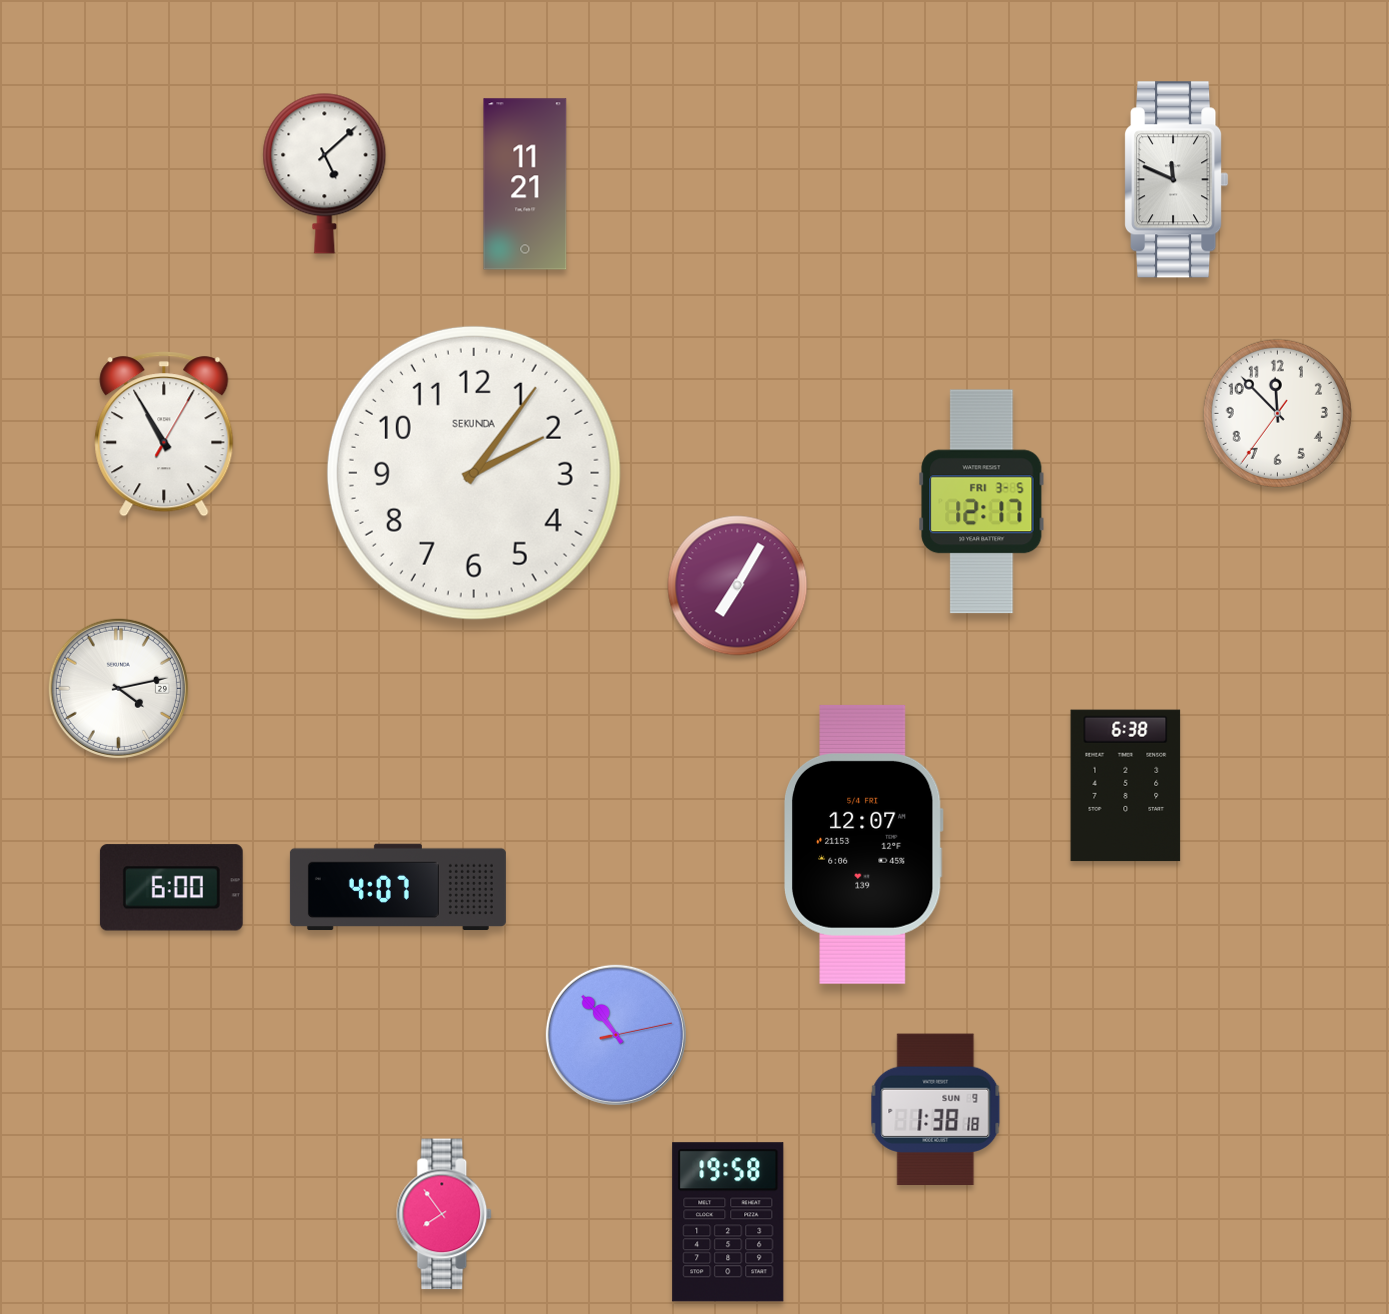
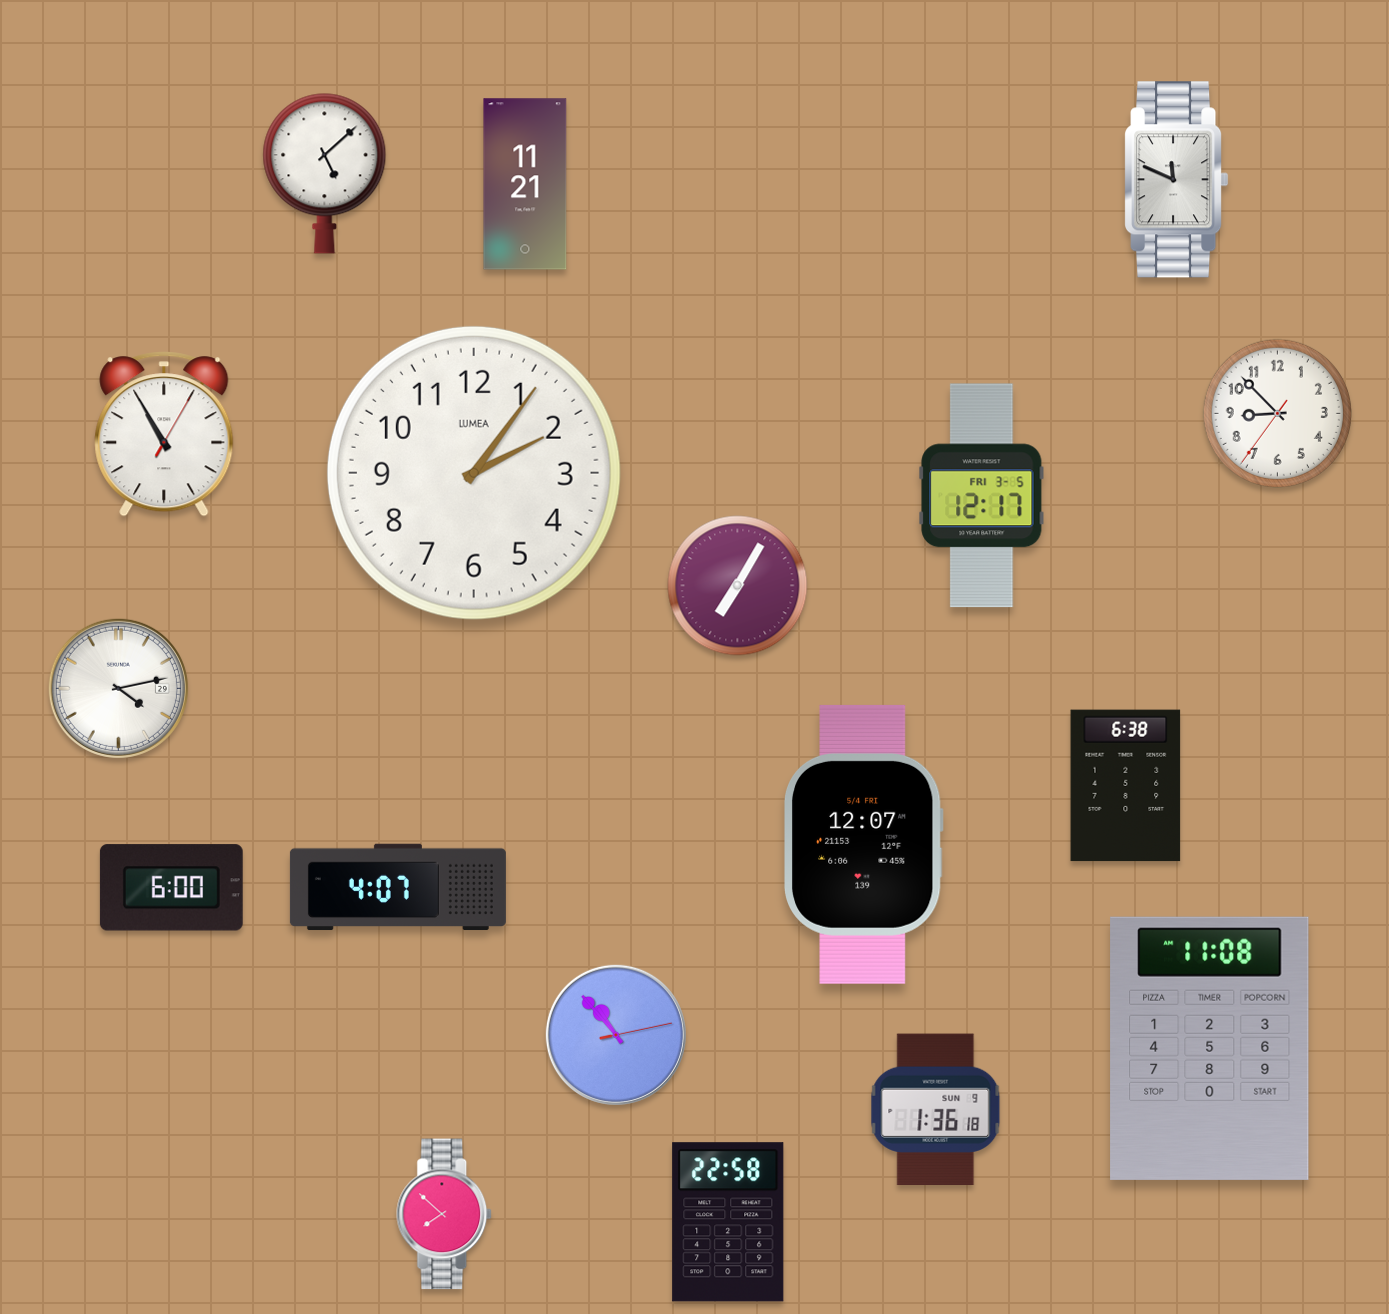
clock at (1277, 413): 11:52 -> 8:52
clock at (474, 473) brand: SEKUNDA -> LUMEA
clock at (982, 502) position: (982, 502) -> (982, 496)
clock at (1210, 1048): none -> 11:08
clock at (936, 1110): 1:38 -> 1:36
clock at (445, 1214): 7:54 -> 7:52
clock at (728, 1222): 19:58 -> 22:58
